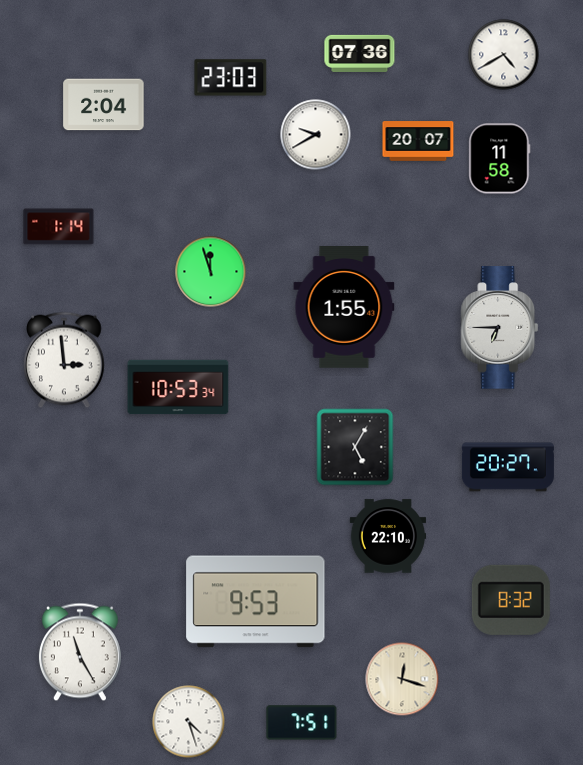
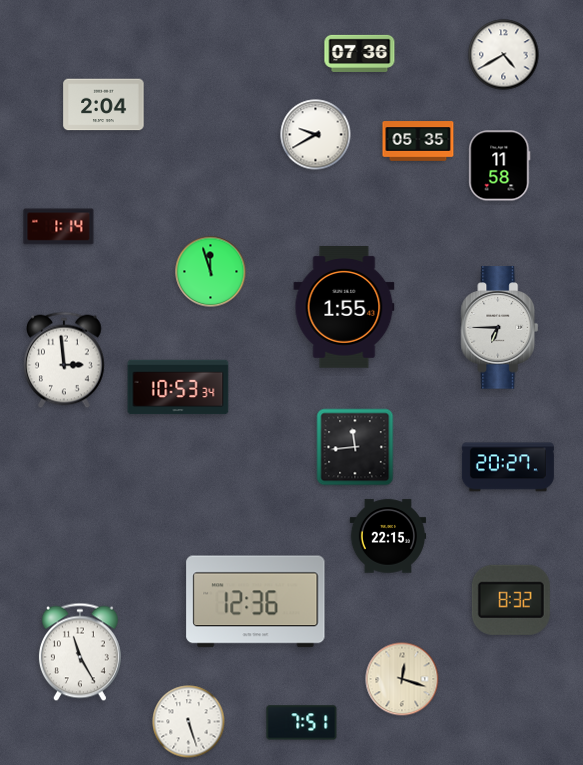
clock at (231, 78): 23:03 -> none
clock at (418, 141): 20:07 -> 05:35
clock at (500, 159) position: (500, 159) -> (500, 166)
clock at (355, 447): 5:05 -> 11:44
clock at (388, 536): 22:10 -> 22:15
clock at (256, 602): 9:53 -> 12:36
clock at (189, 722): 4:27 -> 5:27
